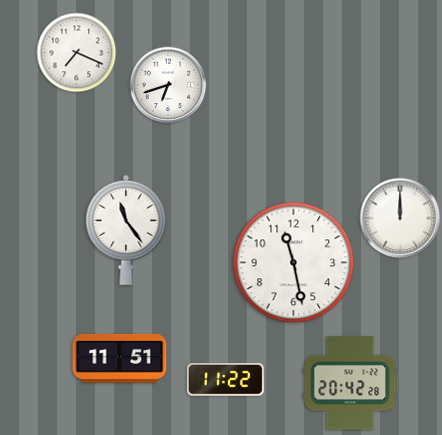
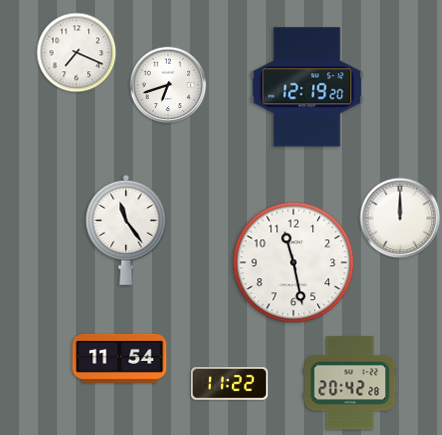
clock at (307, 87): none -> 12:19
clock at (120, 358): 11:51 -> 11:54
clock at (225, 379) position: (225, 379) -> (229, 383)
